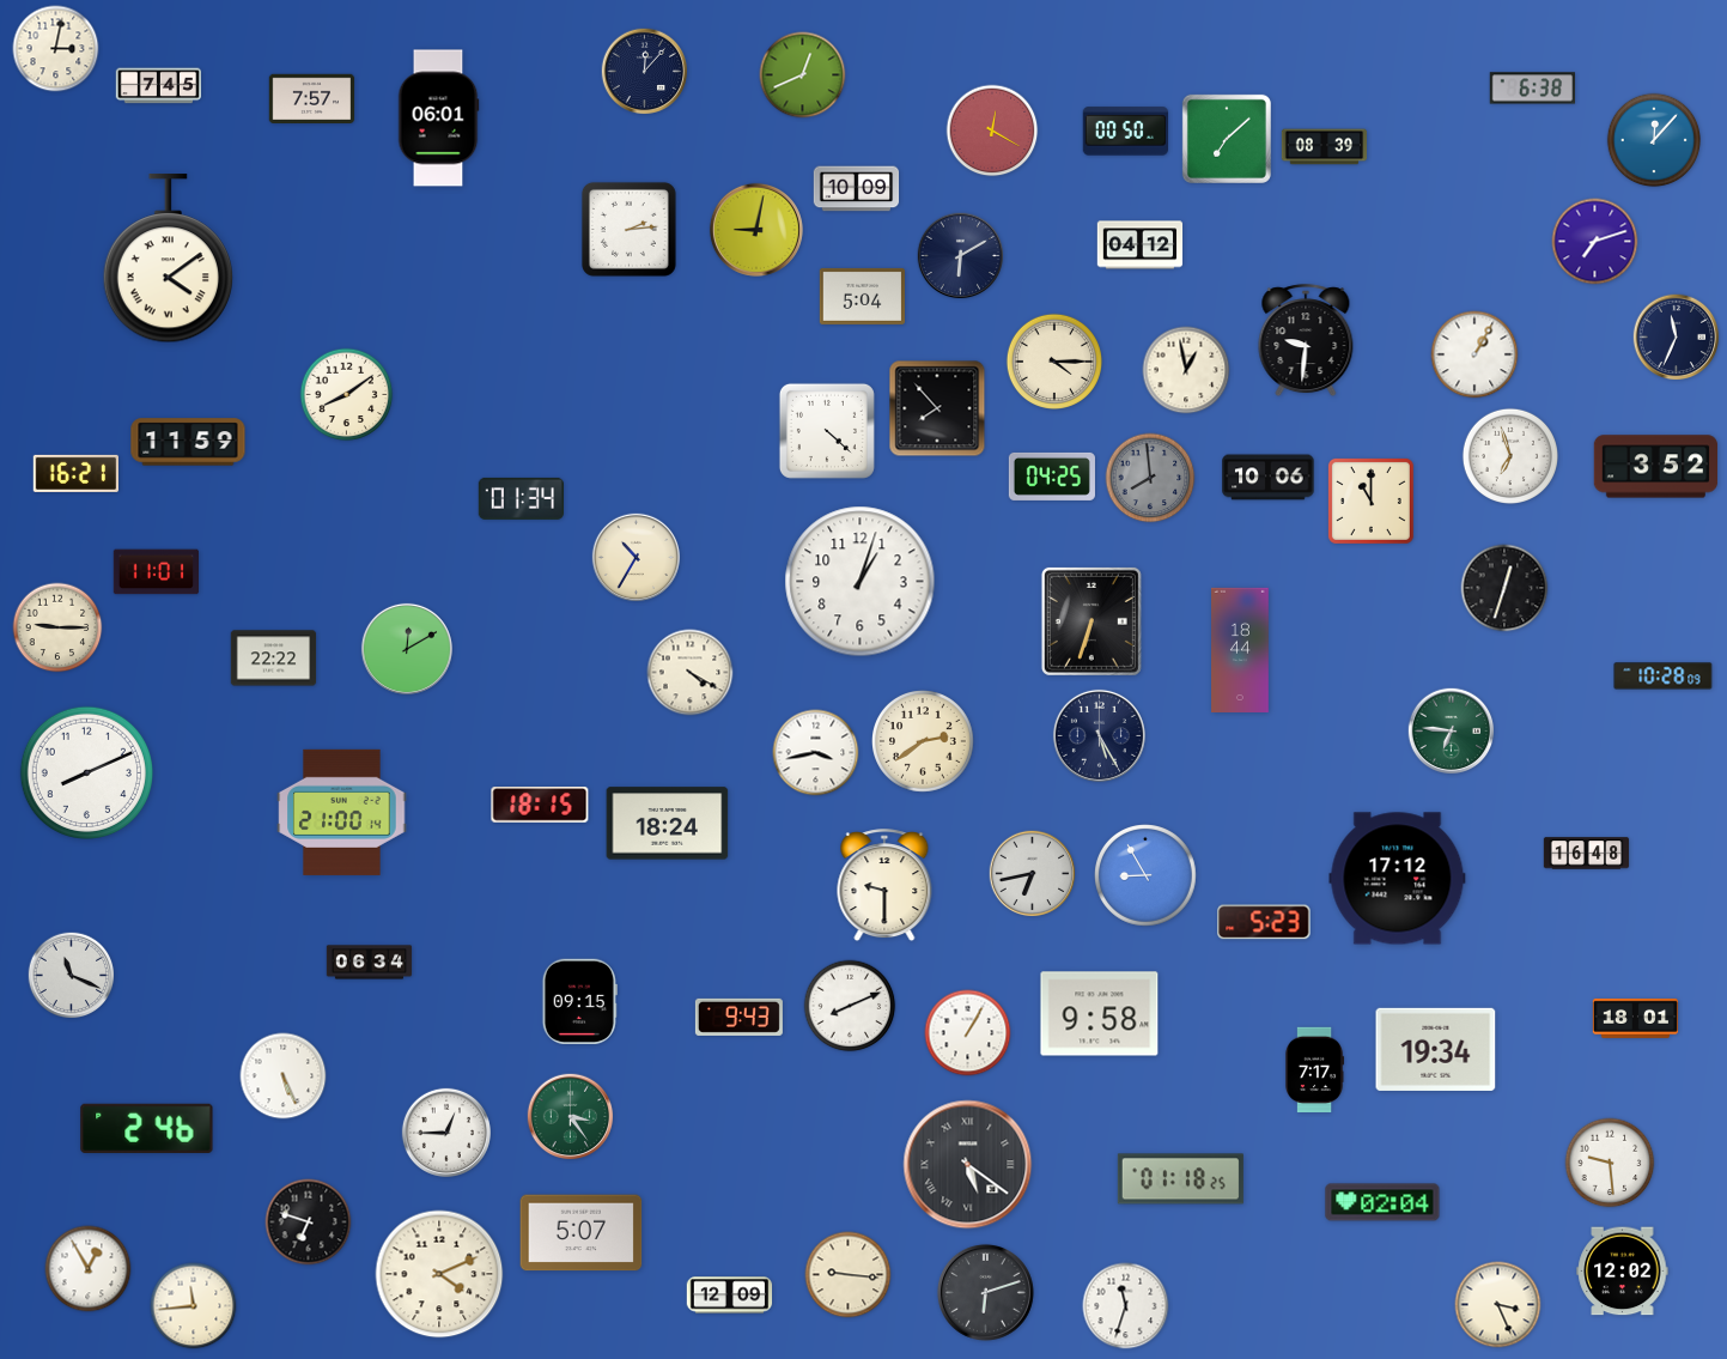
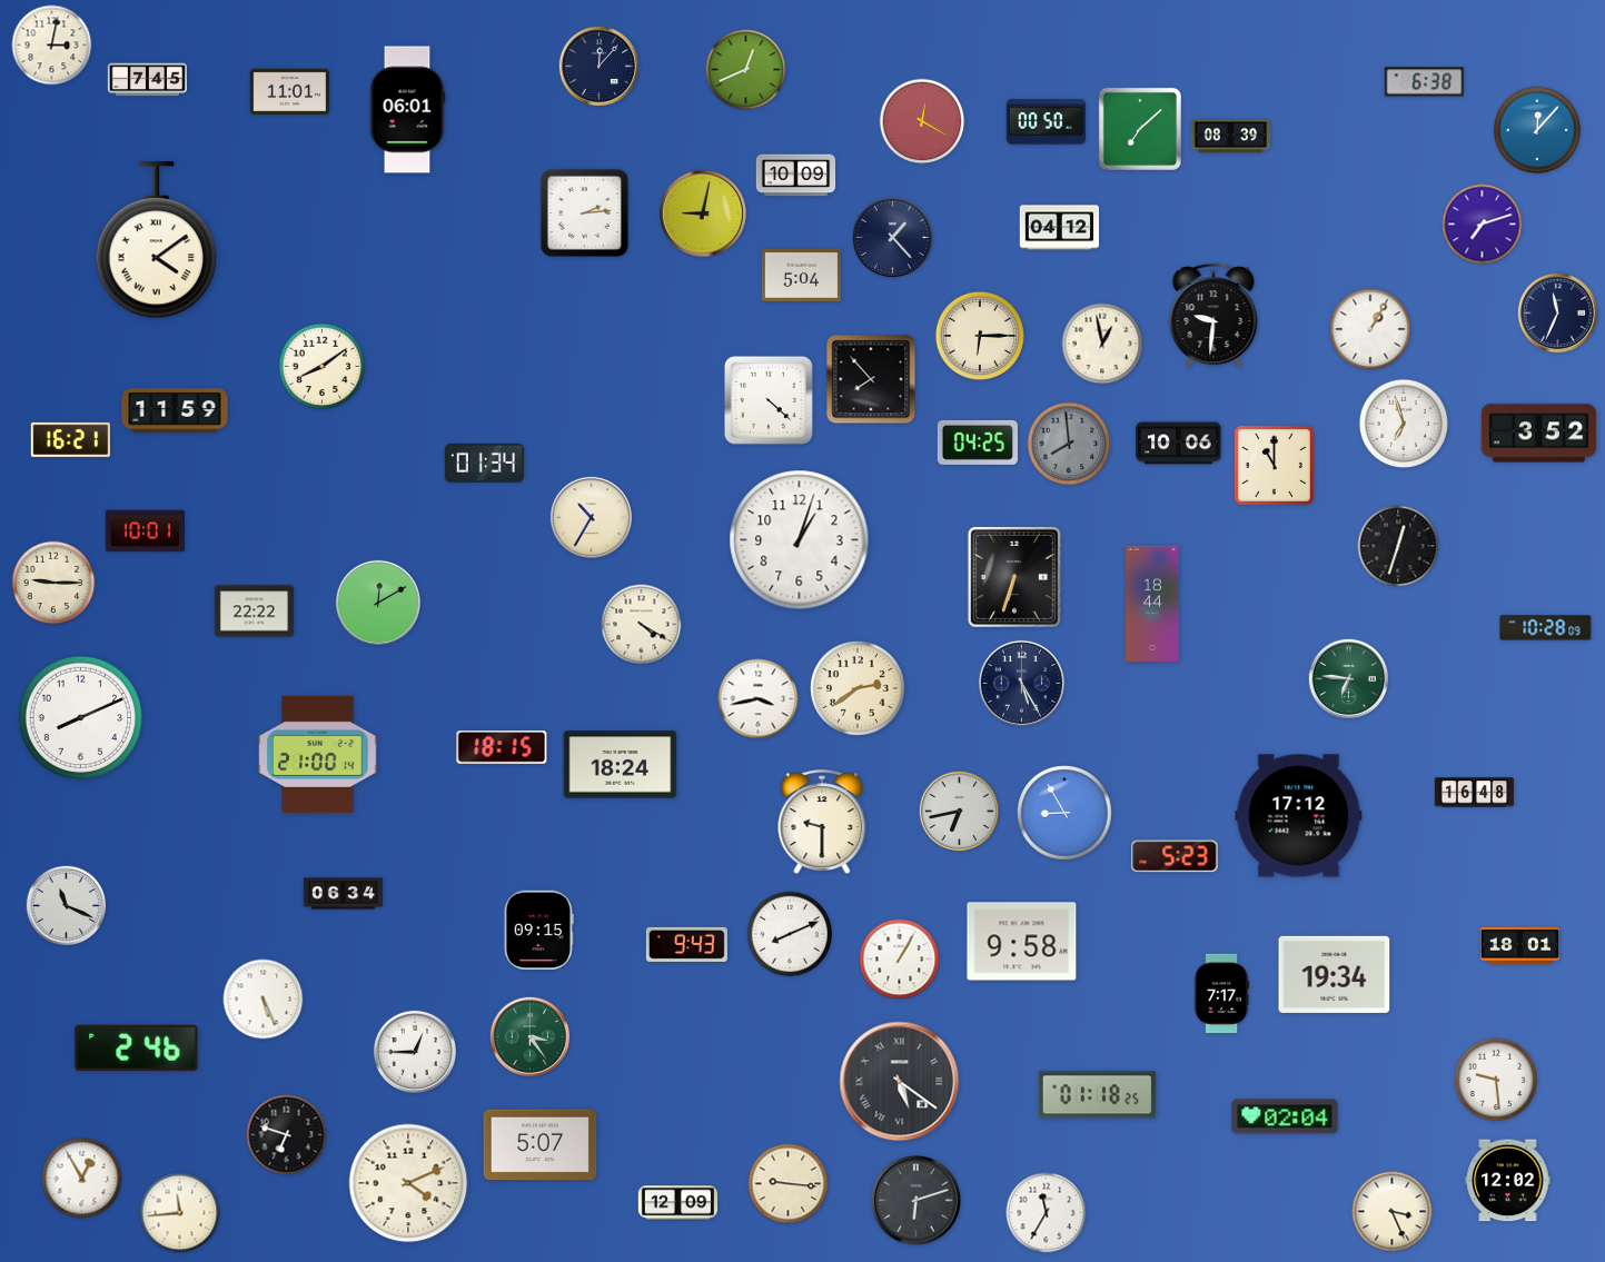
clock at (312, 98): 7:57 -> 11:01
clock at (961, 256): 6:10 -> 1:23
clock at (1053, 360): 4:15 -> 6:15
clock at (156, 572): 11:01 -> 10:01
clock at (1126, 1306): 11:33 -> 11:35
